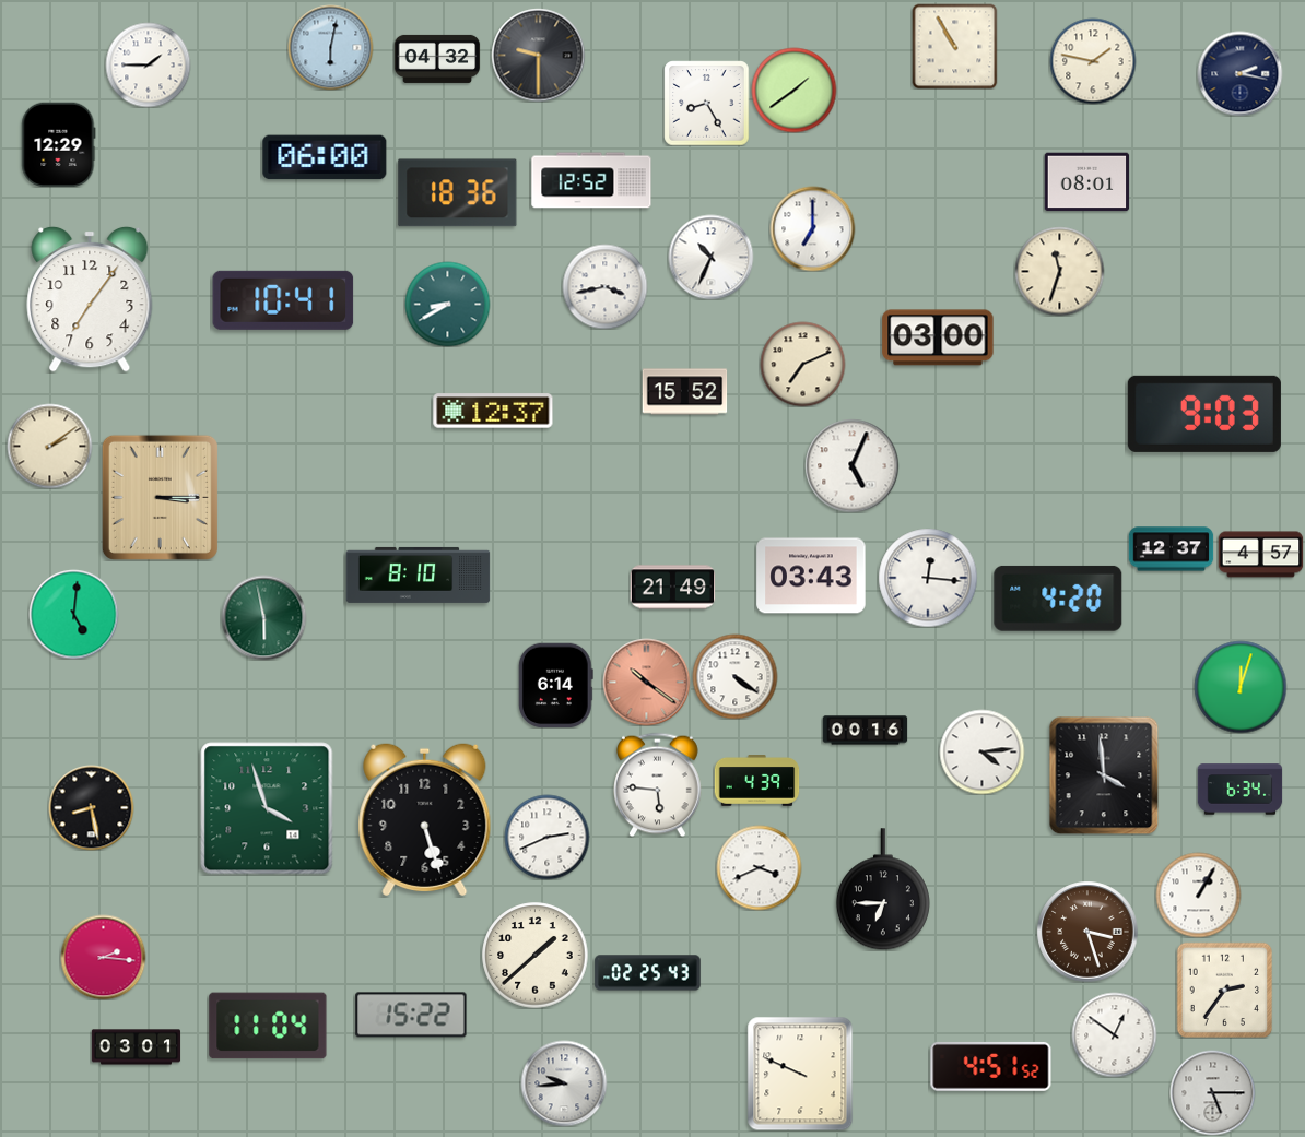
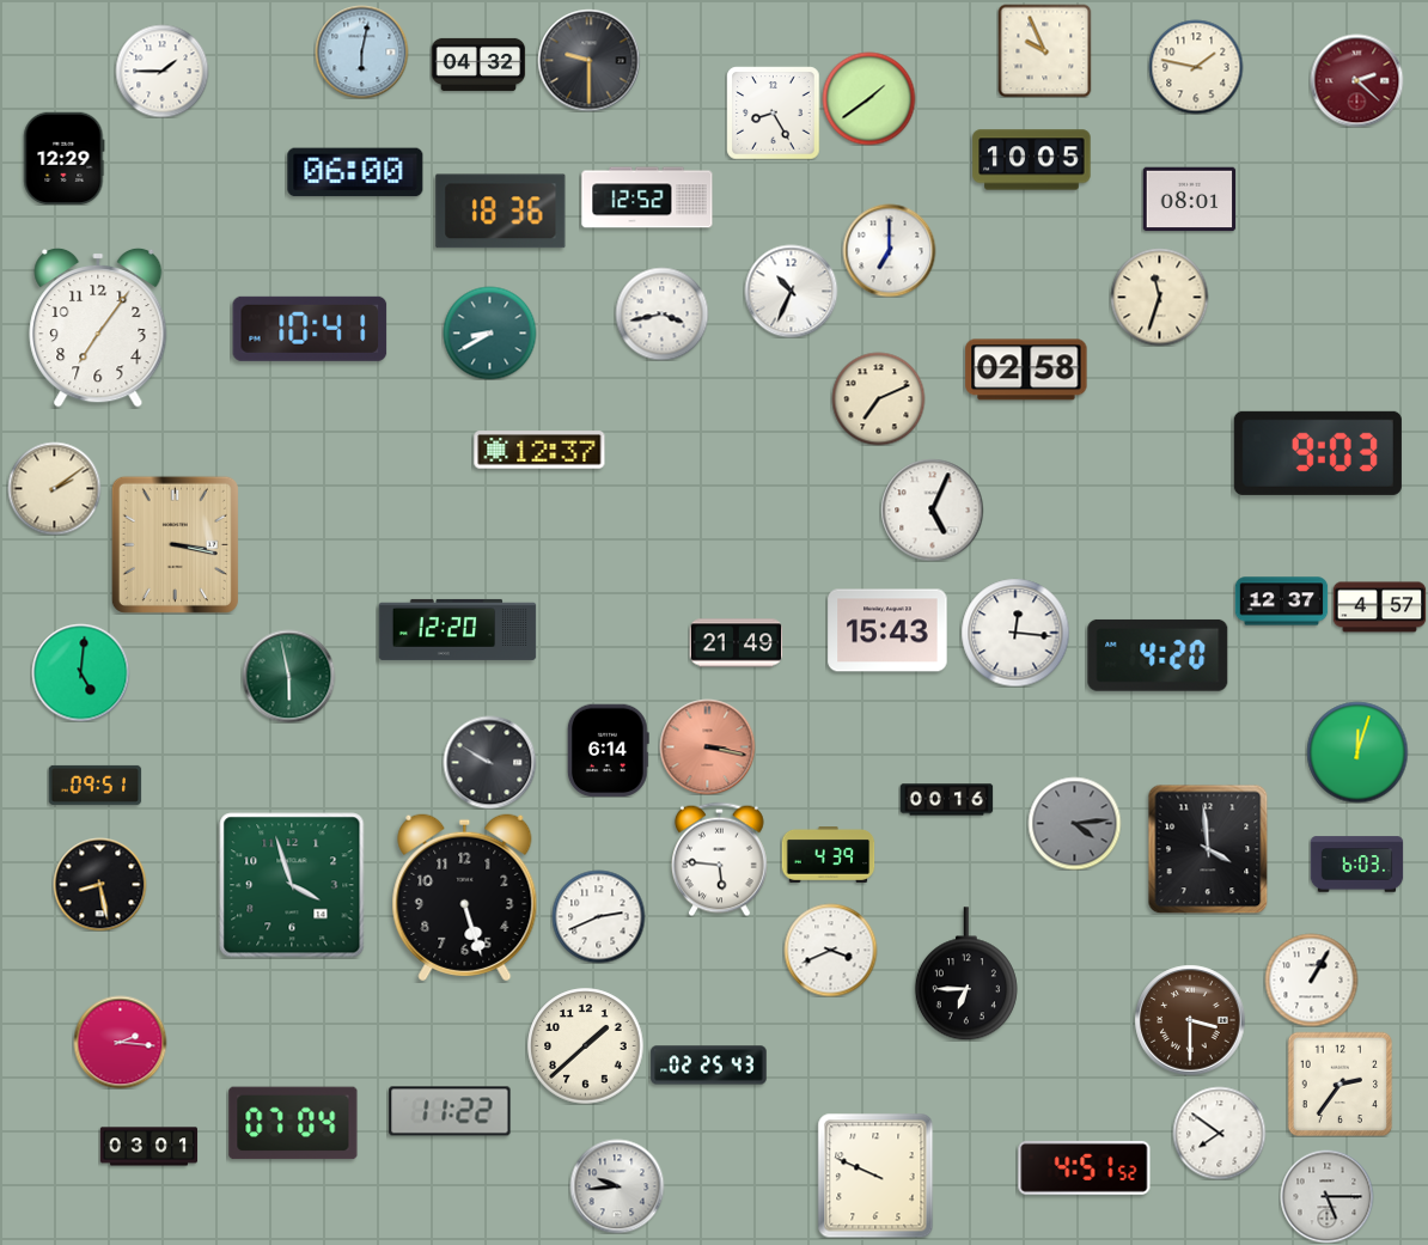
clock at (954, 46): 10:55 -> 9:56
clock at (1239, 73): 2:17 -> 2:22
clock at (1239, 73) dial: navy -> burgundy
clock at (1032, 160): none -> 10:05
clock at (710, 257) position: (710, 257) -> (791, 291)
clock at (938, 337): 03:00 -> 02:58
clock at (684, 392): 15:52 -> none
clock at (160, 497): 3:15 -> 3:17
clock at (419, 575): 8:10 -> 12:20
clock at (811, 576): 03:43 -> 15:43
clock at (734, 676): 4:21 -> none
clock at (646, 682): 10:21 -> 3:17
clock at (489, 762): none -> 9:50
clock at (94, 785): none -> 09:51
clock at (981, 751) dial: white -> grey
clock at (1239, 790): 6:34 -> 6:03
clock at (1087, 932): 3:27 -> 3:30
clock at (103, 957) position: (103, 957) -> (120, 1042)
clock at (411, 1015): 15:22 -> 11:22
clock at (268, 1026): 11:04 -> 07:04
clock at (1114, 1034): 12:51 -> 7:51
